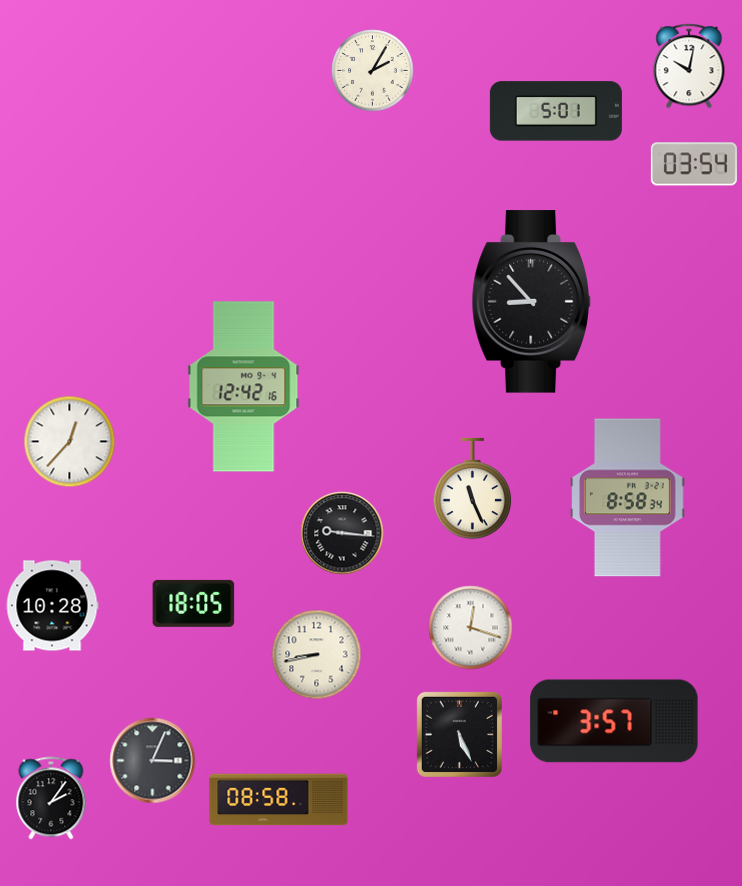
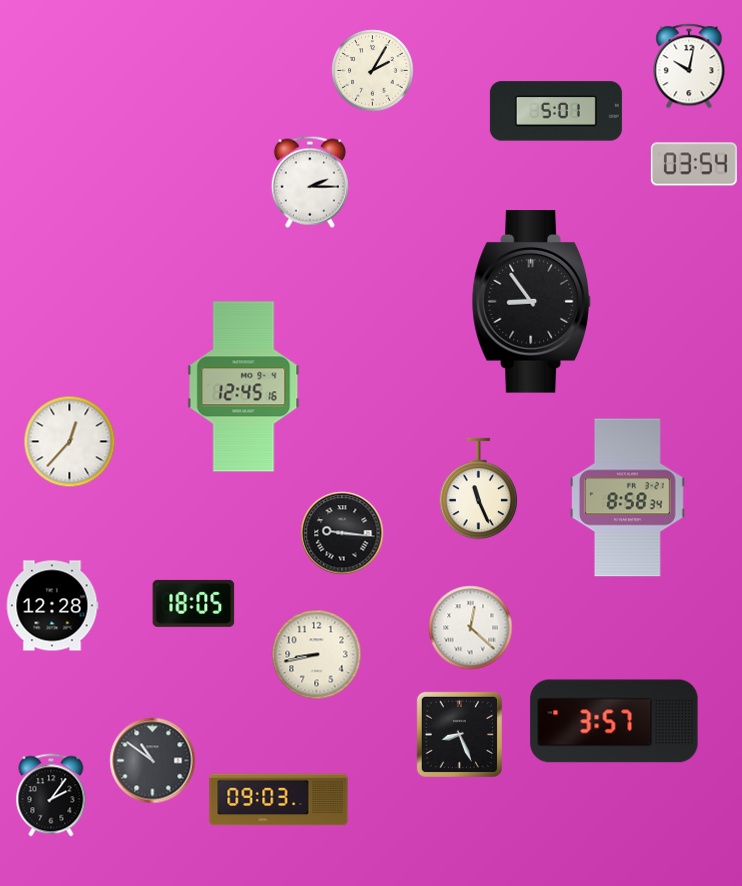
clock at (310, 182): none -> 2:15
clock at (531, 302): 8:53 -> 8:54
clock at (244, 387): 12:42 -> 12:45
clock at (472, 489) position: (472, 489) -> (478, 489)
clock at (52, 606): 10:28 -> 12:28
clock at (471, 628): 12:18 -> 12:22
clock at (459, 734): 5:26 -> 8:26
clock at (153, 761): 3:04 -> 10:51
clock at (51, 798) position: (51, 798) -> (51, 795)
clock at (279, 800): 08:58 -> 09:03
